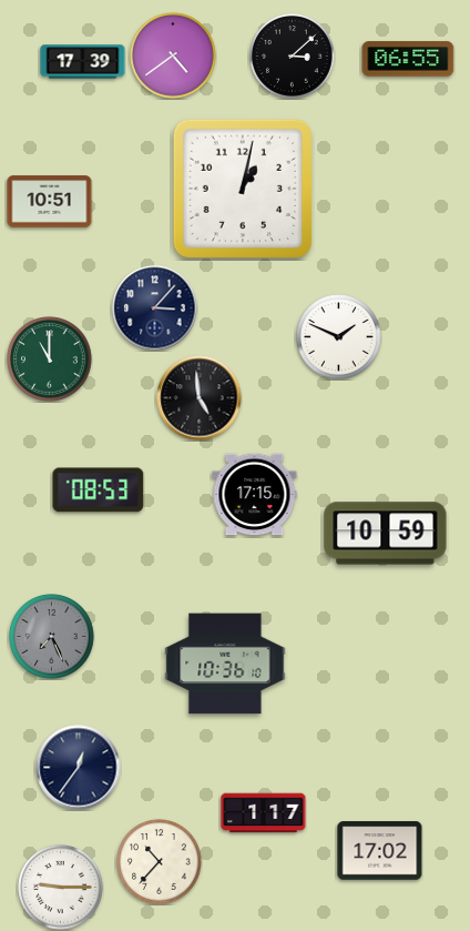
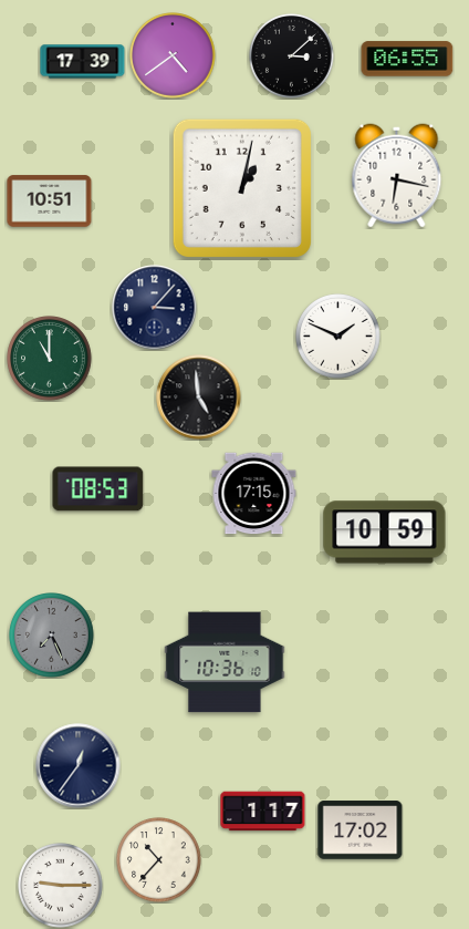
clock at (397, 176): none -> 6:17
clock at (380, 851) position: (380, 851) -> (361, 830)
